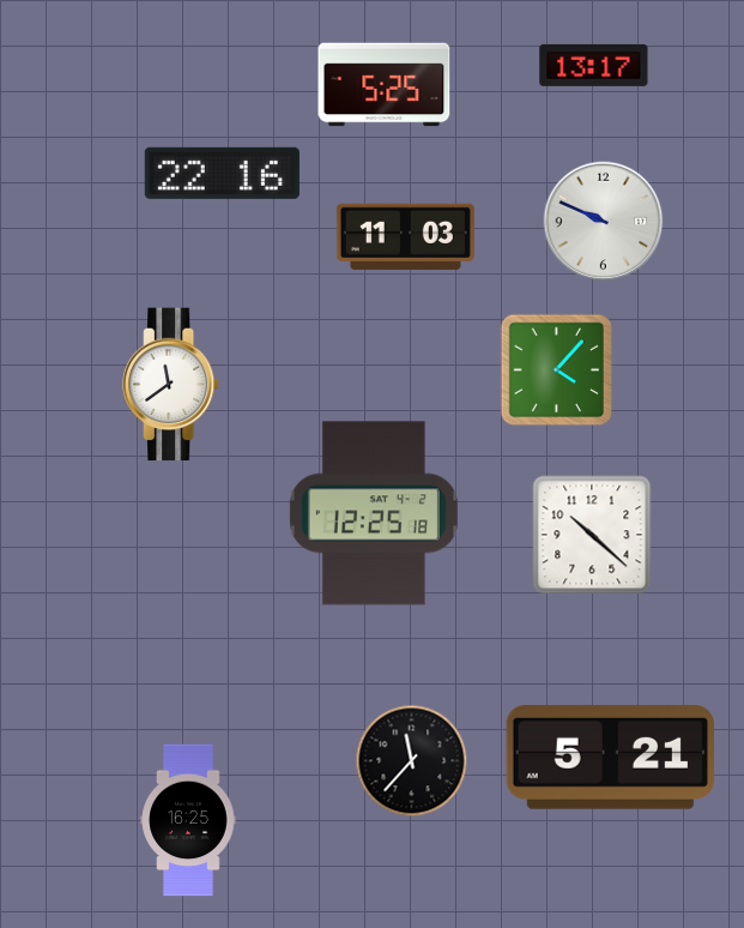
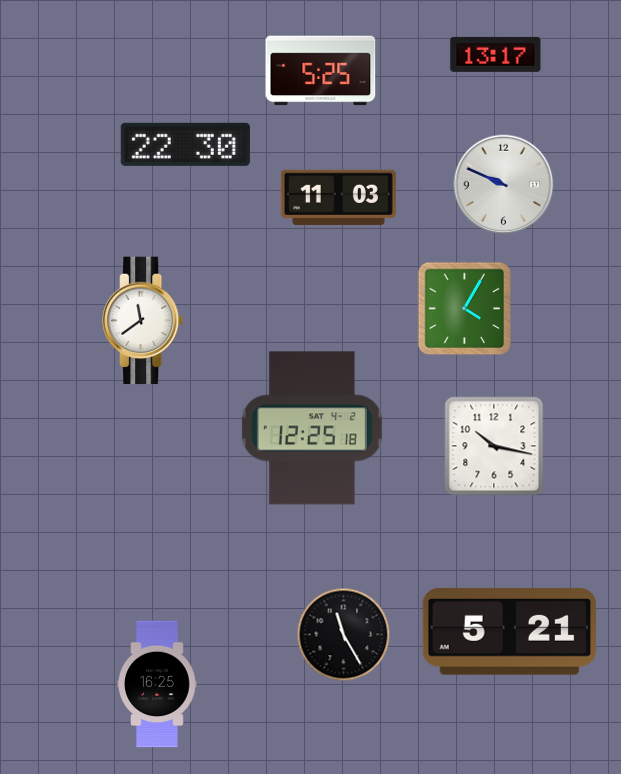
clock at (222, 173): 22:16 -> 22:30
clock at (557, 370): 4:07 -> 4:05
clock at (592, 535): 10:22 -> 10:17
clock at (412, 761): 11:37 -> 11:25
